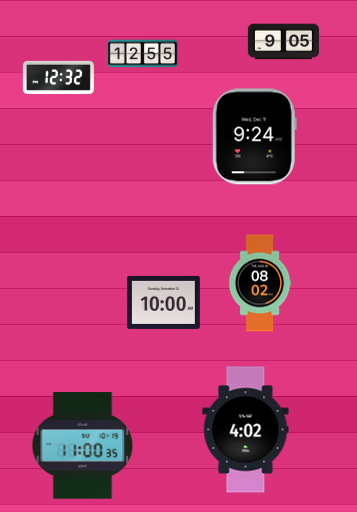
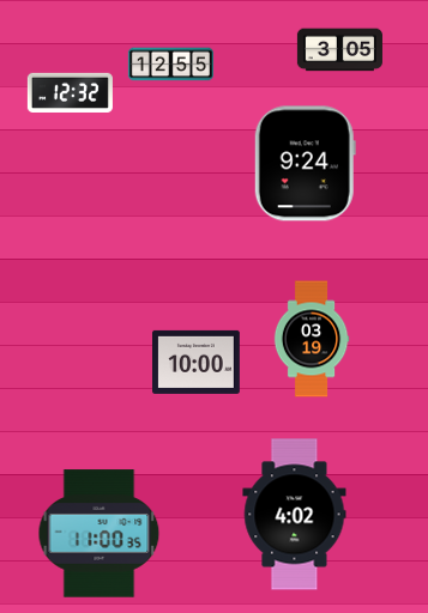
clock at (283, 42): 9:05 -> 3:05
clock at (260, 283): 08:02 -> 03:19
